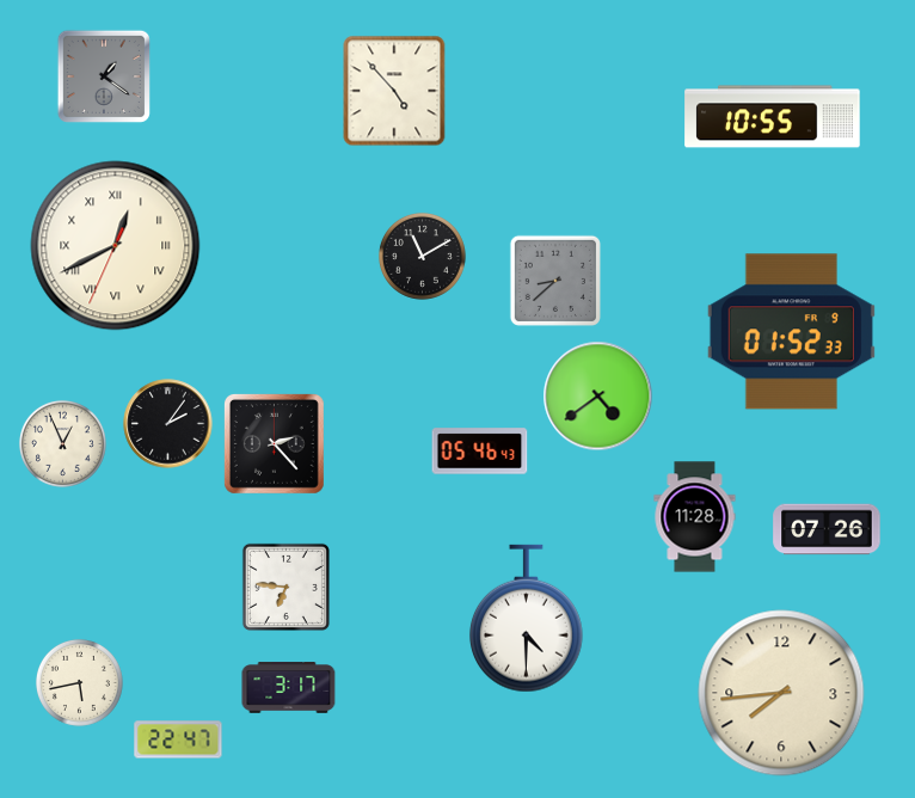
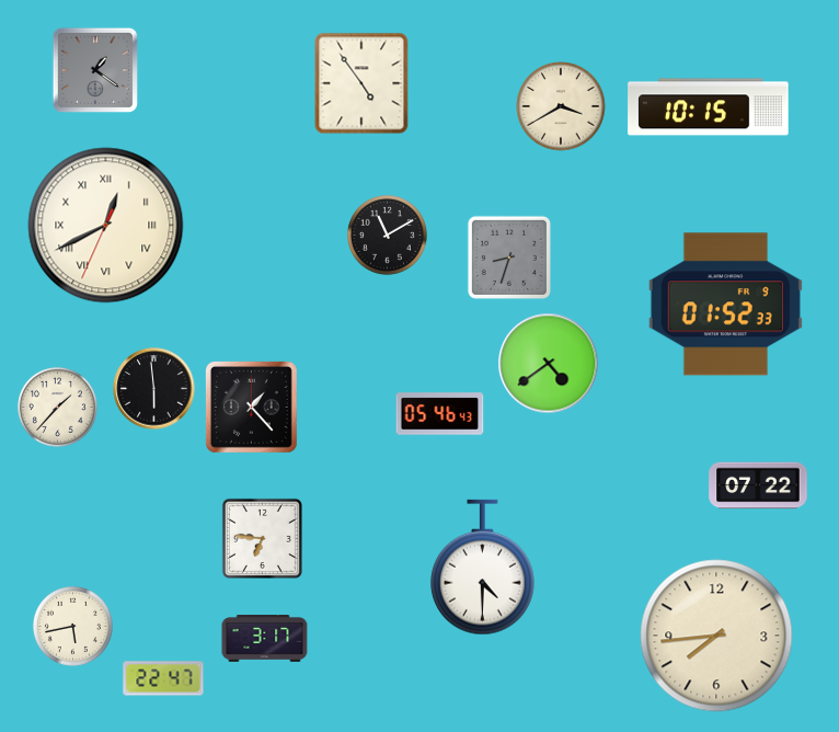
clock at (394, 91): 4:53 -> 4:54
clock at (561, 106): none -> 3:40
clock at (773, 117): 10:55 -> 10:15
clock at (555, 281): 8:38 -> 8:33
clock at (168, 424): 2:06 -> 5:59
clock at (62, 443): 12:56 -> 1:37
clock at (274, 443): 2:23 -> 1:23
clock at (695, 517): 11:28 -> none
clock at (827, 529): 07:26 -> 07:22
clock at (289, 688) position: (289, 688) -> (265, 639)
